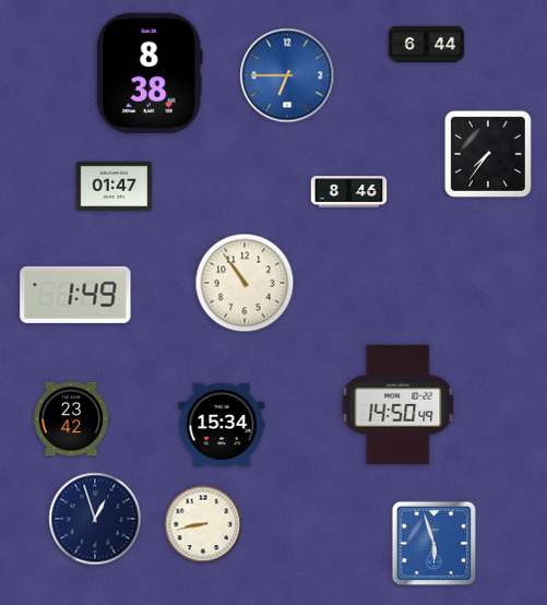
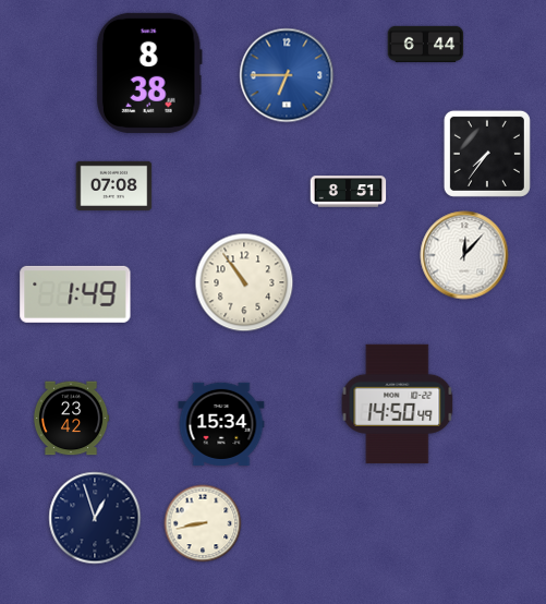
clock at (115, 186): 01:47 -> 07:08
clock at (349, 192): 8:46 -> 8:51
clock at (464, 255): none -> 12:07
clock at (433, 543): 5:57 -> none
